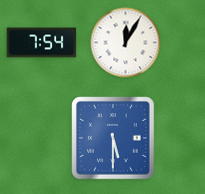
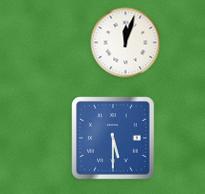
clock at (42, 43): 7:54 -> none
clock at (126, 43): 12:05 -> 12:03
